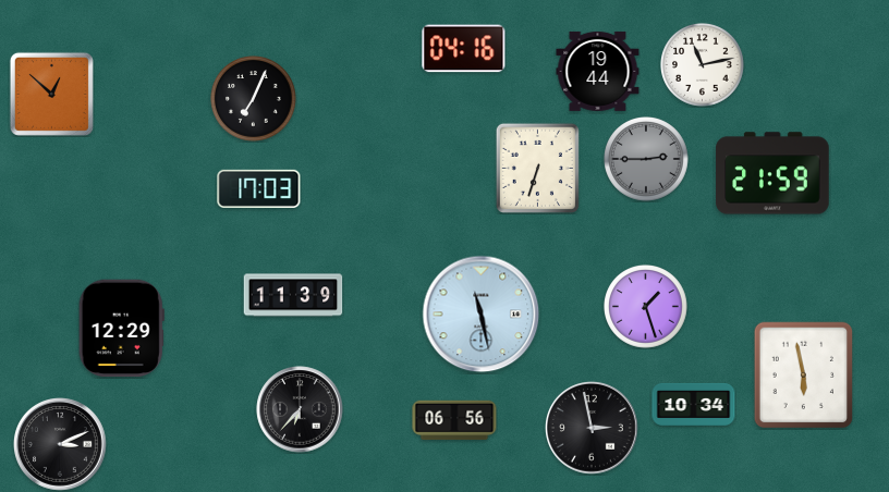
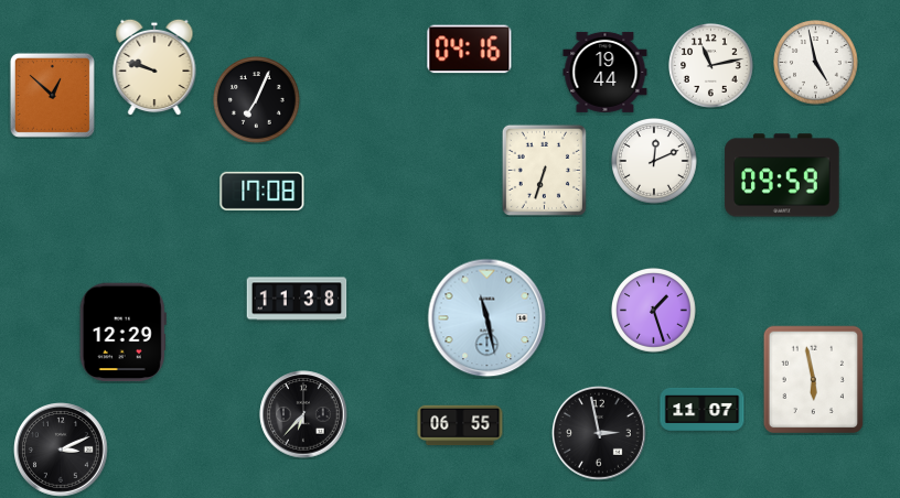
clock at (816, 63): none -> 4:58
clock at (154, 67): none -> 9:48
clock at (647, 160): 2:45 -> 12:11
clock at (647, 160) dial: grey -> white
clock at (772, 173): 21:59 -> 09:59
clock at (259, 188): 17:03 -> 17:08
clock at (293, 295): 11:39 -> 11:38
clock at (694, 404): 10:34 -> 11:07
clock at (454, 420): 06:56 -> 06:55
